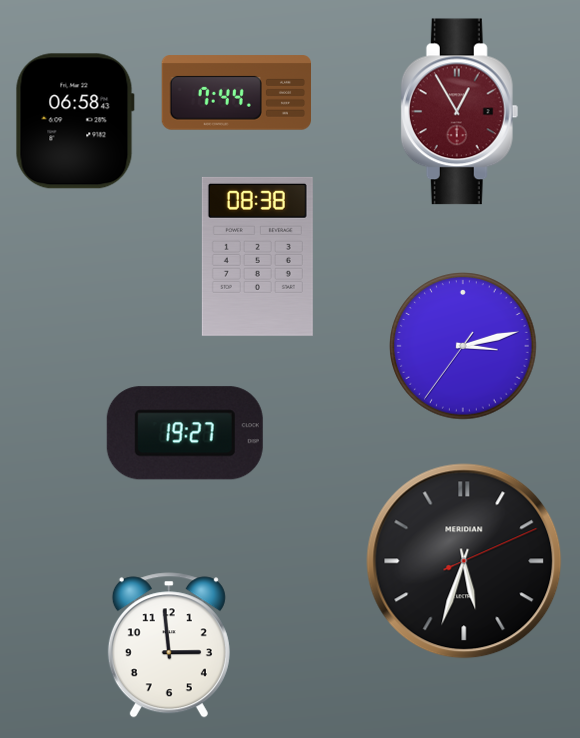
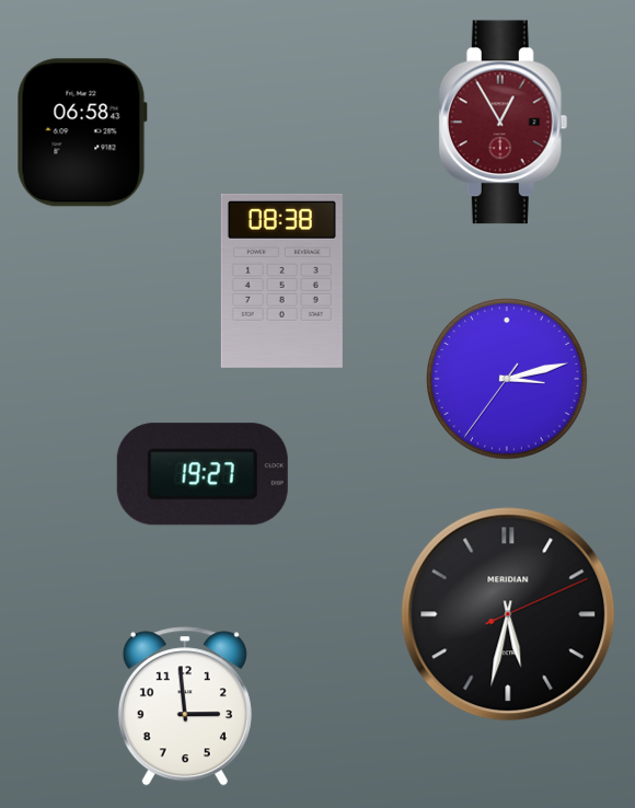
clock at (236, 93): 7:44 -> none
clock at (464, 561): 5:33 -> 5:32
